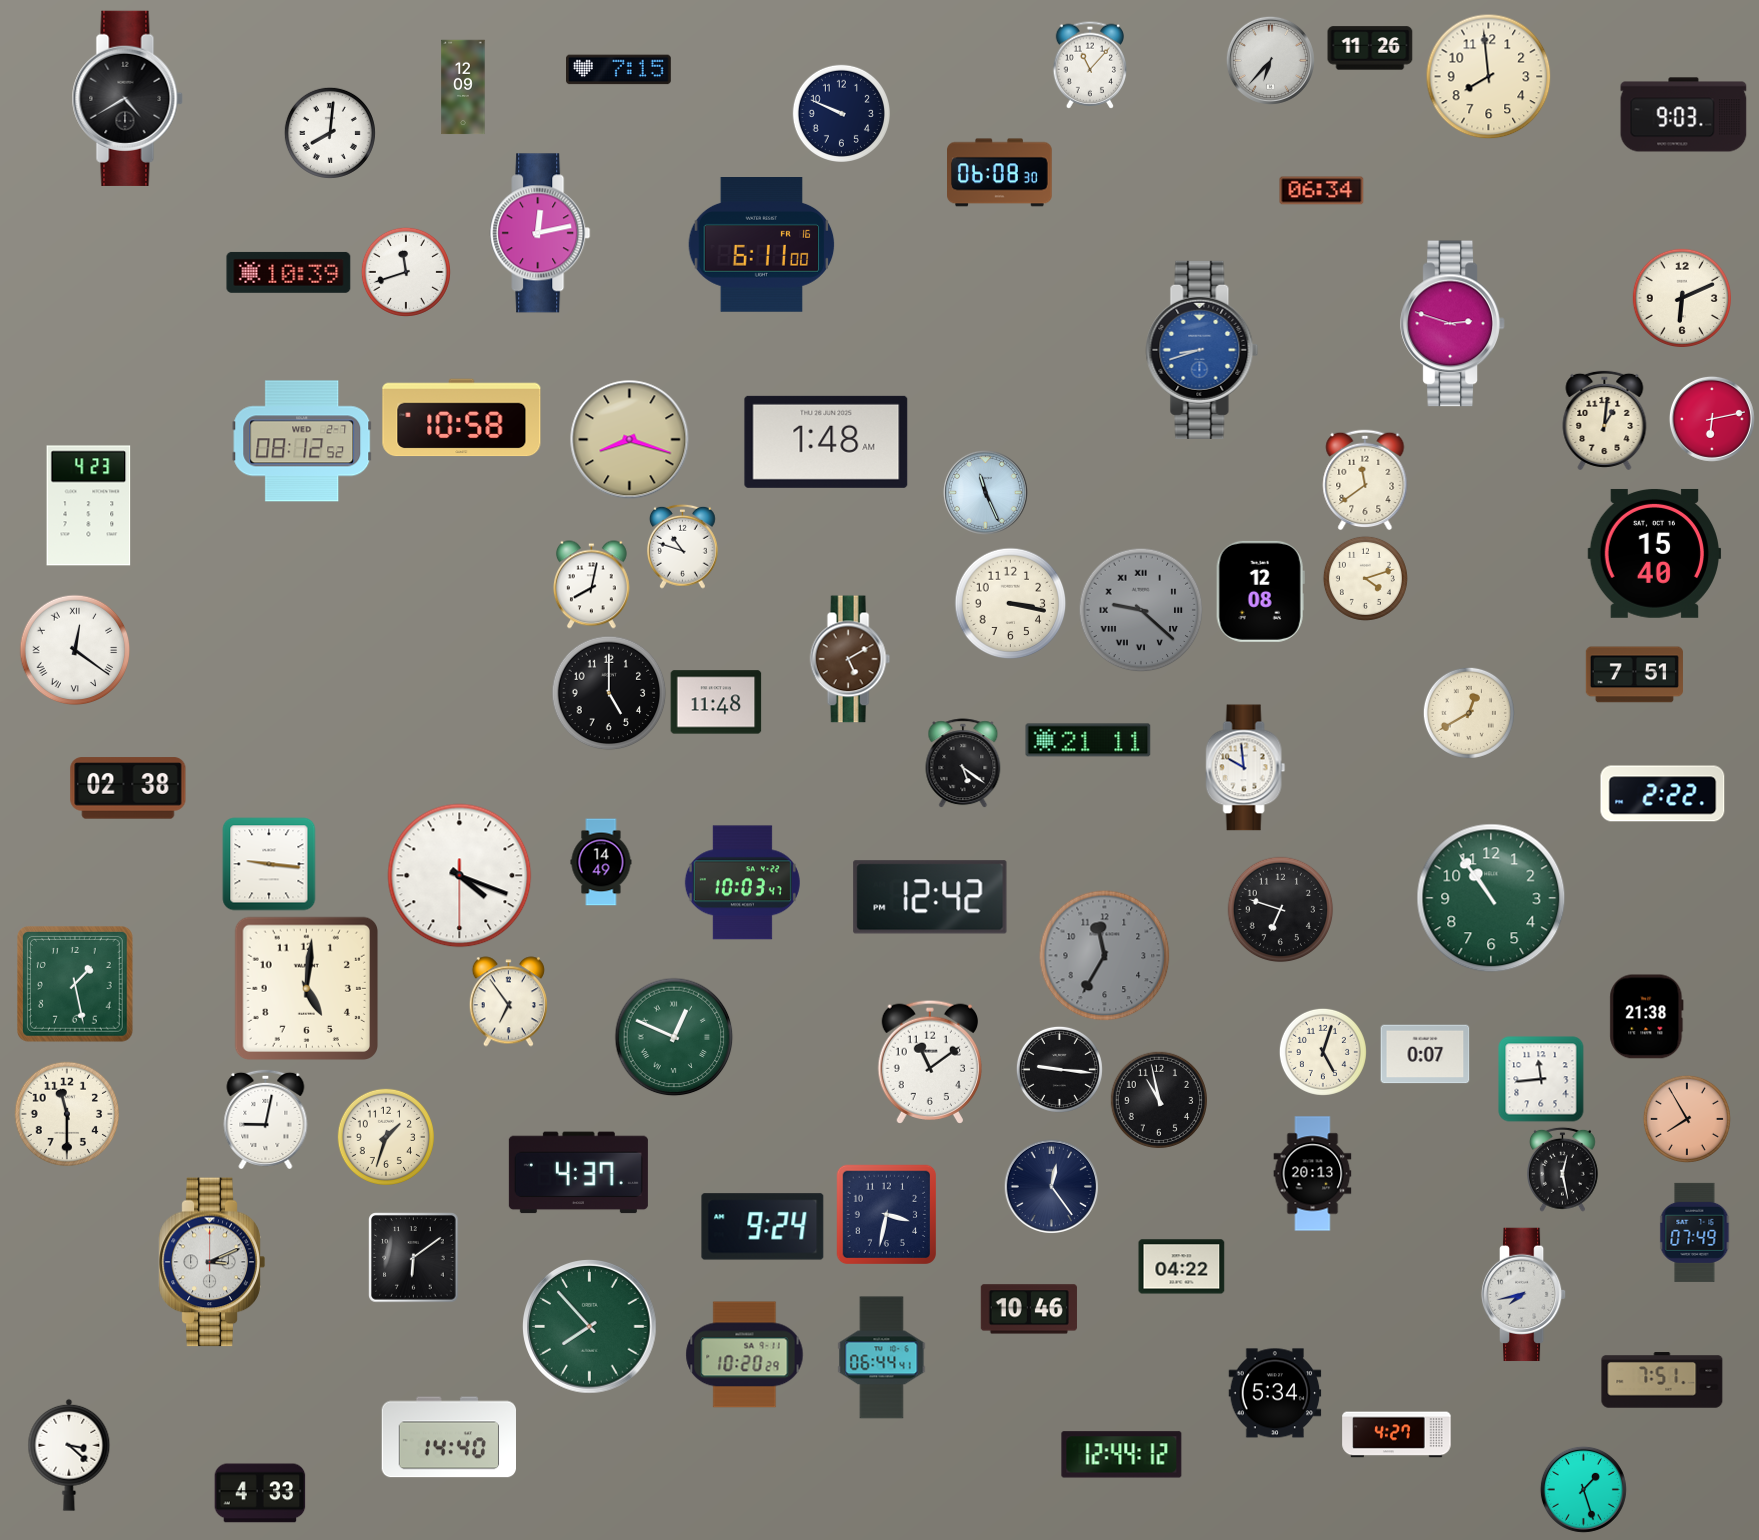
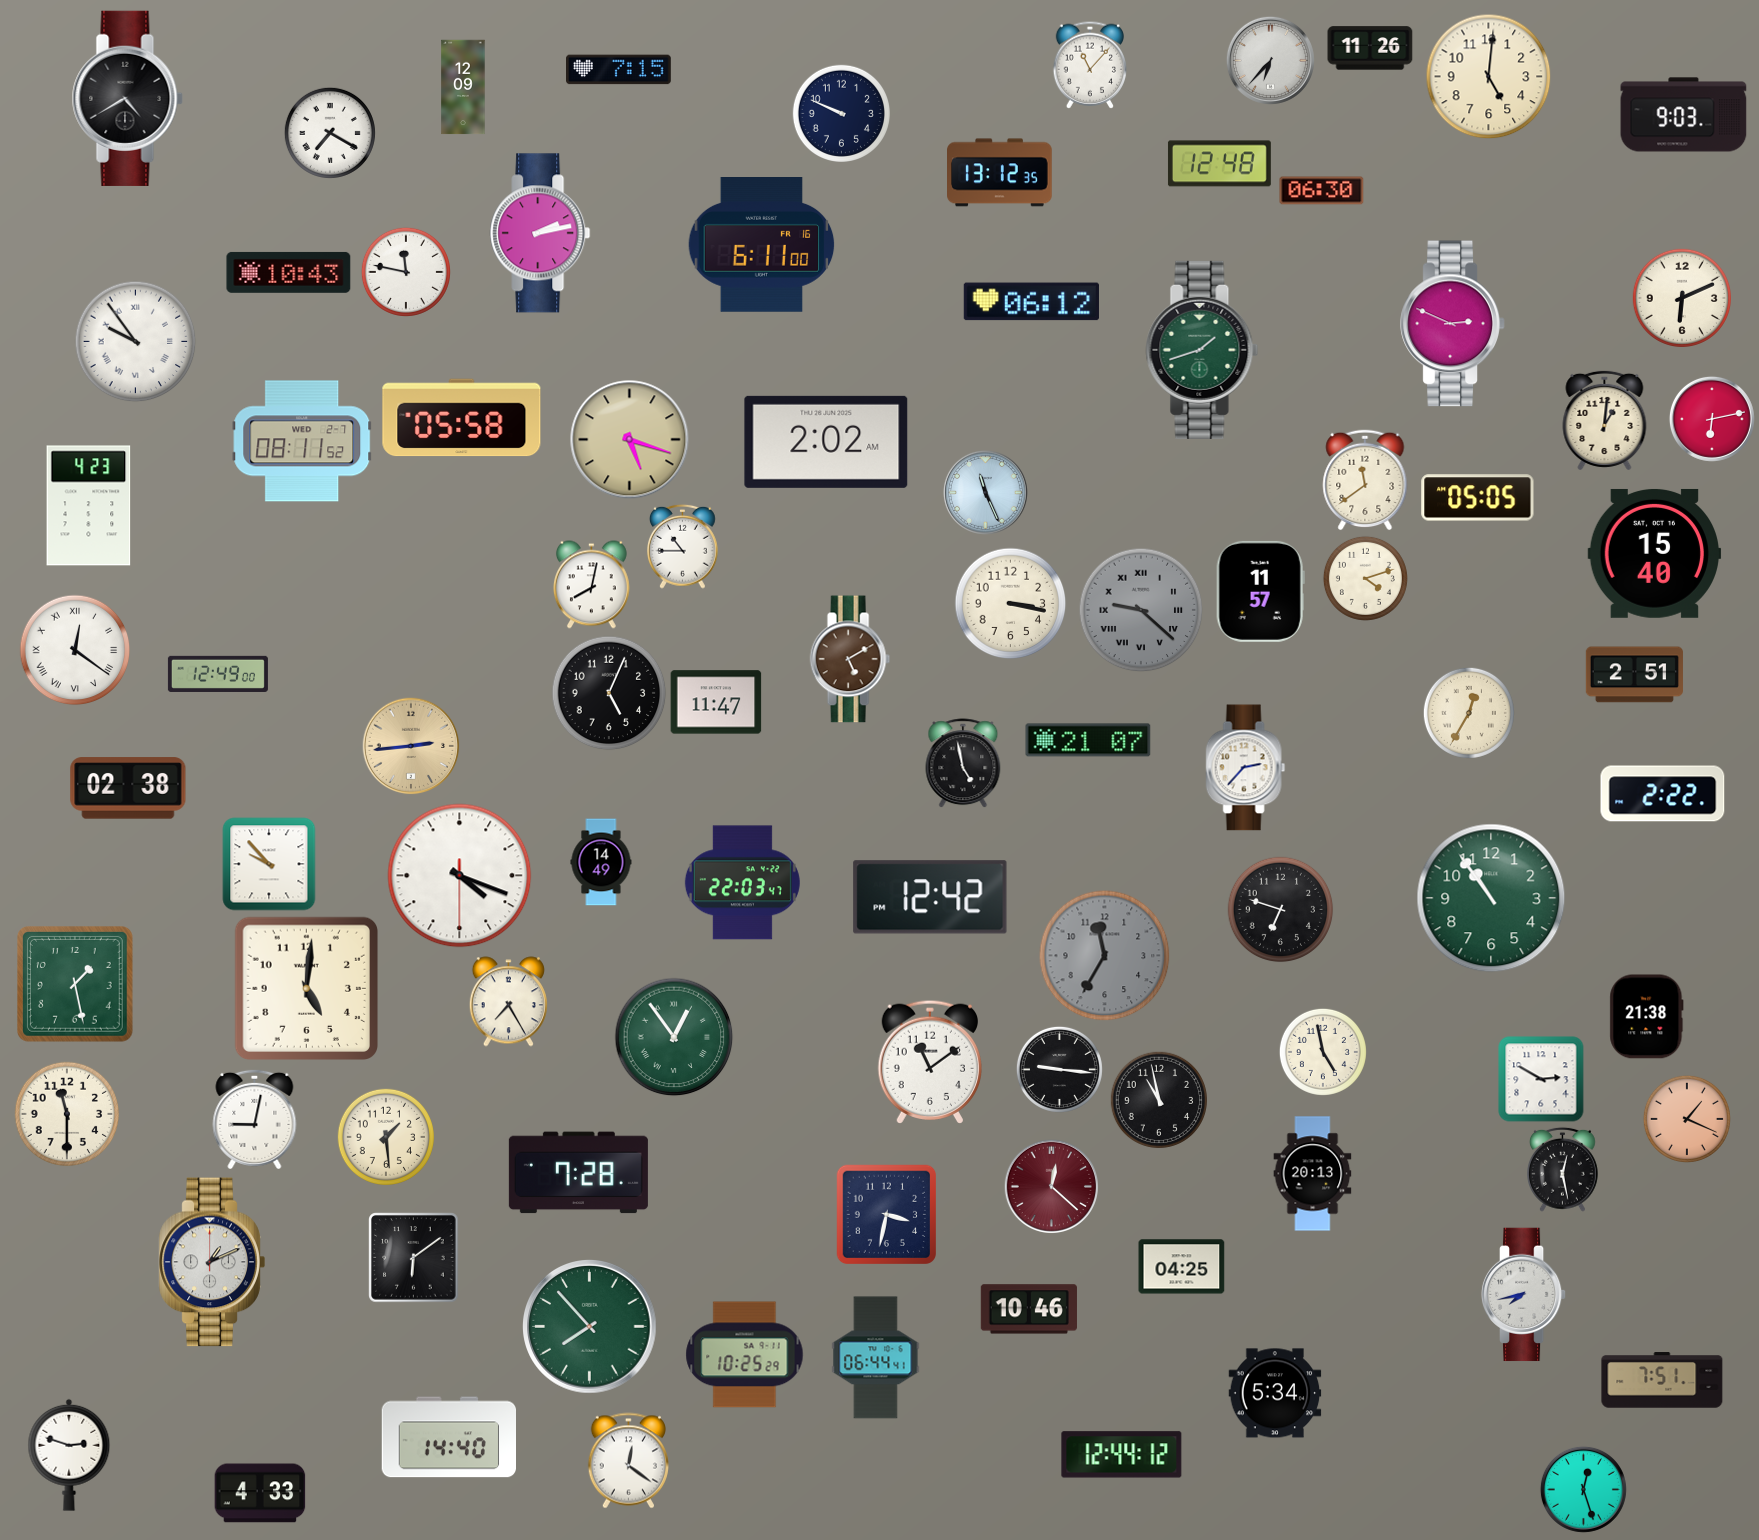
clock at (1489, 77): 7:59 -> 5:01
clock at (330, 133): 8:01 -> 7:20
clock at (1219, 164): none -> 12:48
clock at (1000, 173): 06:08 -> 13:12
clock at (1322, 191): 06:34 -> 06:30
clock at (540, 233): 12:13 -> 2:13
clock at (289, 272): 10:39 -> 10:43
clock at (406, 272): 11:42 -> 11:47
clock at (1031, 302): none -> 06:12
clock at (1453, 324): 2:48 -> 2:49
clock at (136, 342): none -> 9:54
clock at (1202, 350): 8:42 -> 1:42
clock at (1202, 350) dial: blue -> green
clock at (462, 418): 10:58 -> 05:58
clock at (630, 440): 8:18 -> 5:18
clock at (302, 441): 08:12 -> 08:11
clock at (826, 442): 1:48 -> 2:02
clock at (1478, 498): none -> 05:05
clock at (683, 546): 10:48 -> 10:45
clock at (1260, 591): 12:08 -> 11:57
clock at (218, 674): none -> 12:49
clock at (1634, 675): 7:51 -> 2:51
clock at (609, 693): 5:00 -> 5:04
clock at (716, 702): 11:48 -> 11:47
clock at (1469, 713): 12:40 -> 12:35
clock at (1088, 740): 21:11 -> 21:07
clock at (411, 746): none -> 2:44
clock at (963, 763): 5:21 -> 4:58
clock at (1246, 768): 9:59 -> 2:37
clock at (269, 864): 9:16 -> 9:53
clock at (742, 883): 10:03 -> 22:03
clock at (508, 1002): 6:54 -> 7:25
clock at (674, 1037): 12:49 -> 12:54
clock at (1323, 1052): 5:03 -> 4:58
clock at (1425, 1054): 0:07 -> none
clock at (1541, 1079): 11:44 -> 2:50
clock at (266, 1119) position: (266, 1119) -> (255, 1119)
clock at (1687, 1119): 7:55 -> 1:19
clock at (386, 1137): 1:33 -> 1:29
clock at (578, 1173): 4:37 -> 7:28
clock at (1051, 1186): 12:24 -> 12:22
clock at (1051, 1186) dial: navy -> burgundy
clock at (763, 1227): 9:24 -> none
clock at (1695, 1232): 07:49 -> none
clock at (212, 1262): 3:11 -> 1:11
clock at (1182, 1267): 04:22 -> 04:25
clock at (745, 1355): 10:20 -> 10:25
clock at (882, 1358) position: (882, 1358) -> (876, 1358)
clock at (1397, 1435): 4:27 -> none
clock at (69, 1455): 3:22 -> 2:48
clock at (628, 1461): none -> 12:21
clock at (1583, 1489): 1:27 -> 12:27
